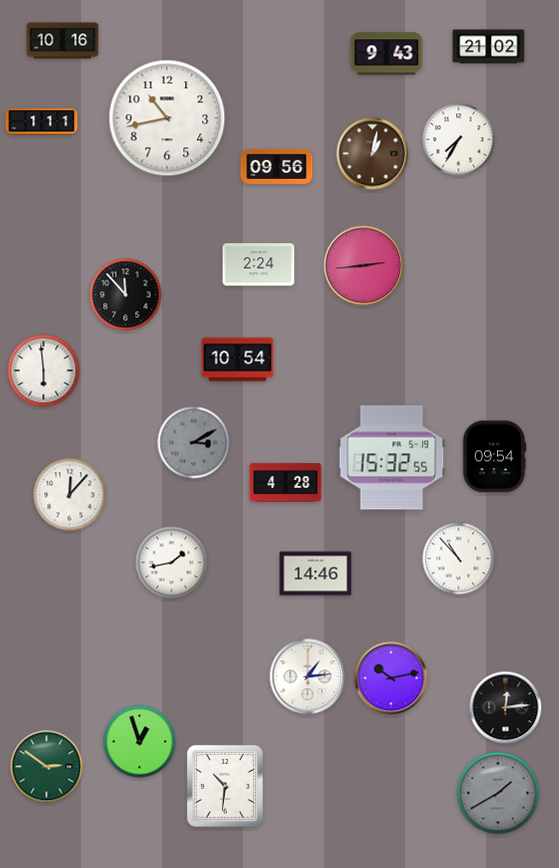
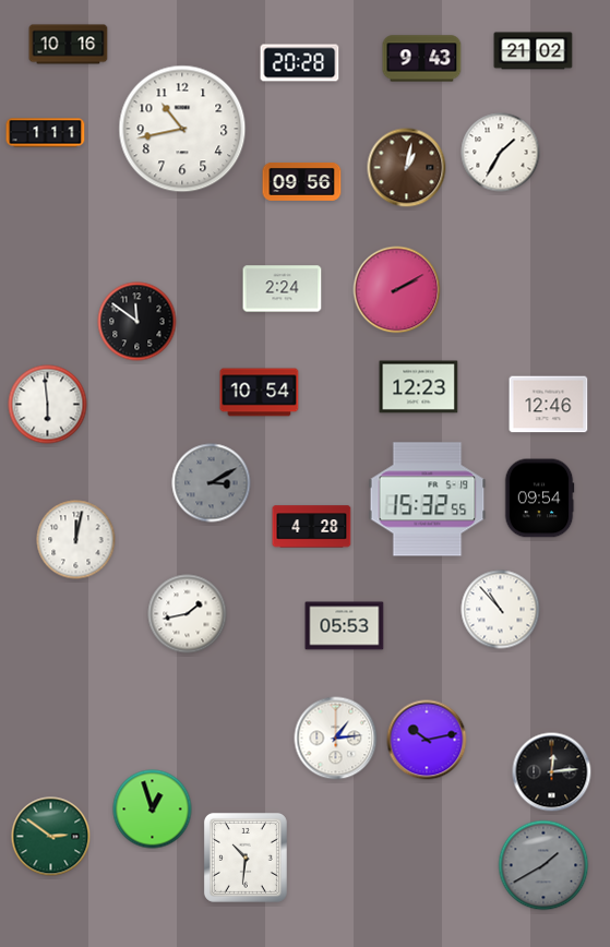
clock at (300, 63): none -> 20:28
clock at (459, 140): 7:35 -> 1:35
clock at (364, 266): 2:44 -> 2:10
clock at (126, 295): 11:53 -> 11:51
clock at (419, 387): none -> 12:23
clock at (549, 405): none -> 12:46
clock at (70, 495): 12:07 -> 12:02
clock at (316, 574): 14:46 -> 05:53
